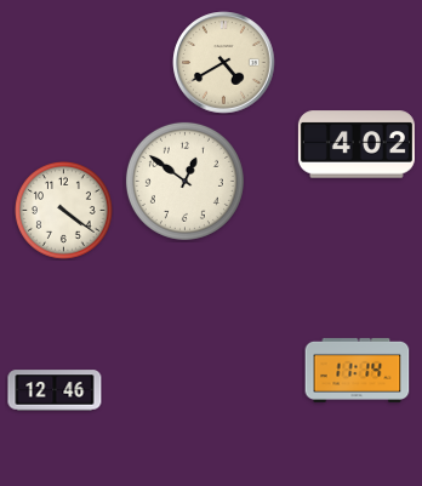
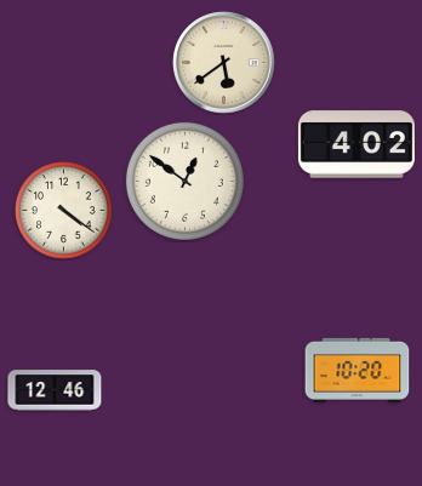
clock at (224, 63): 4:40 -> 5:39
clock at (358, 370): 11:14 -> 10:20
